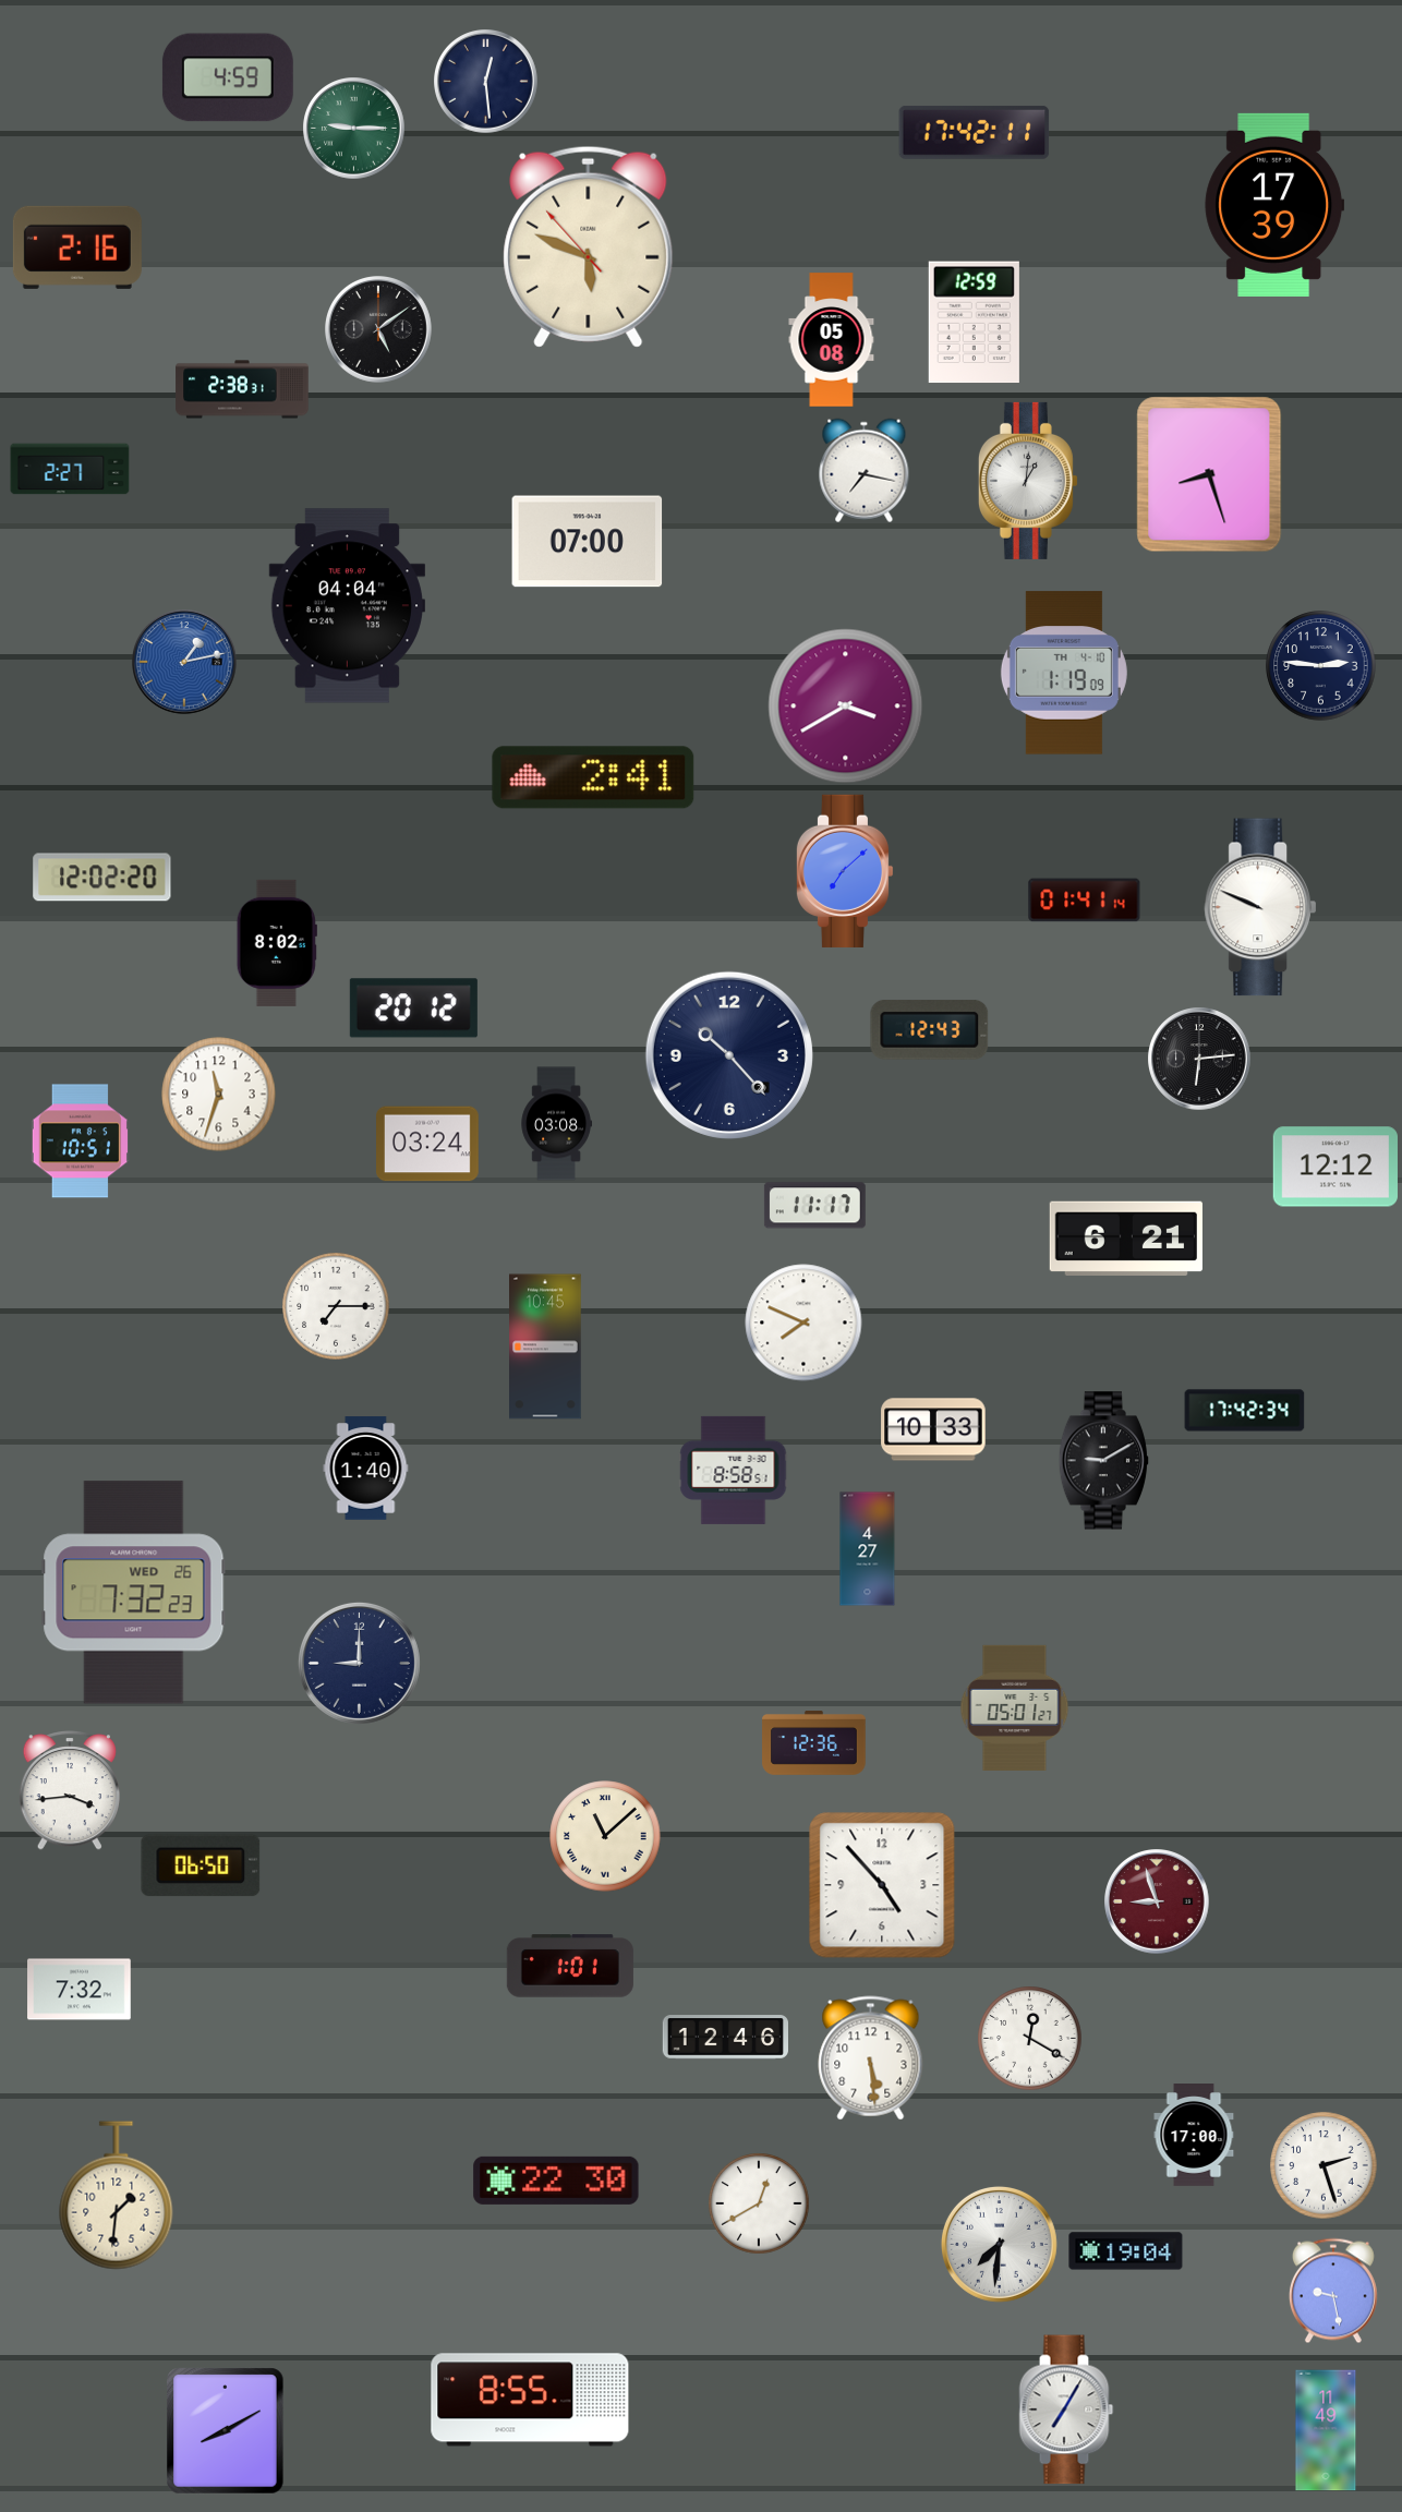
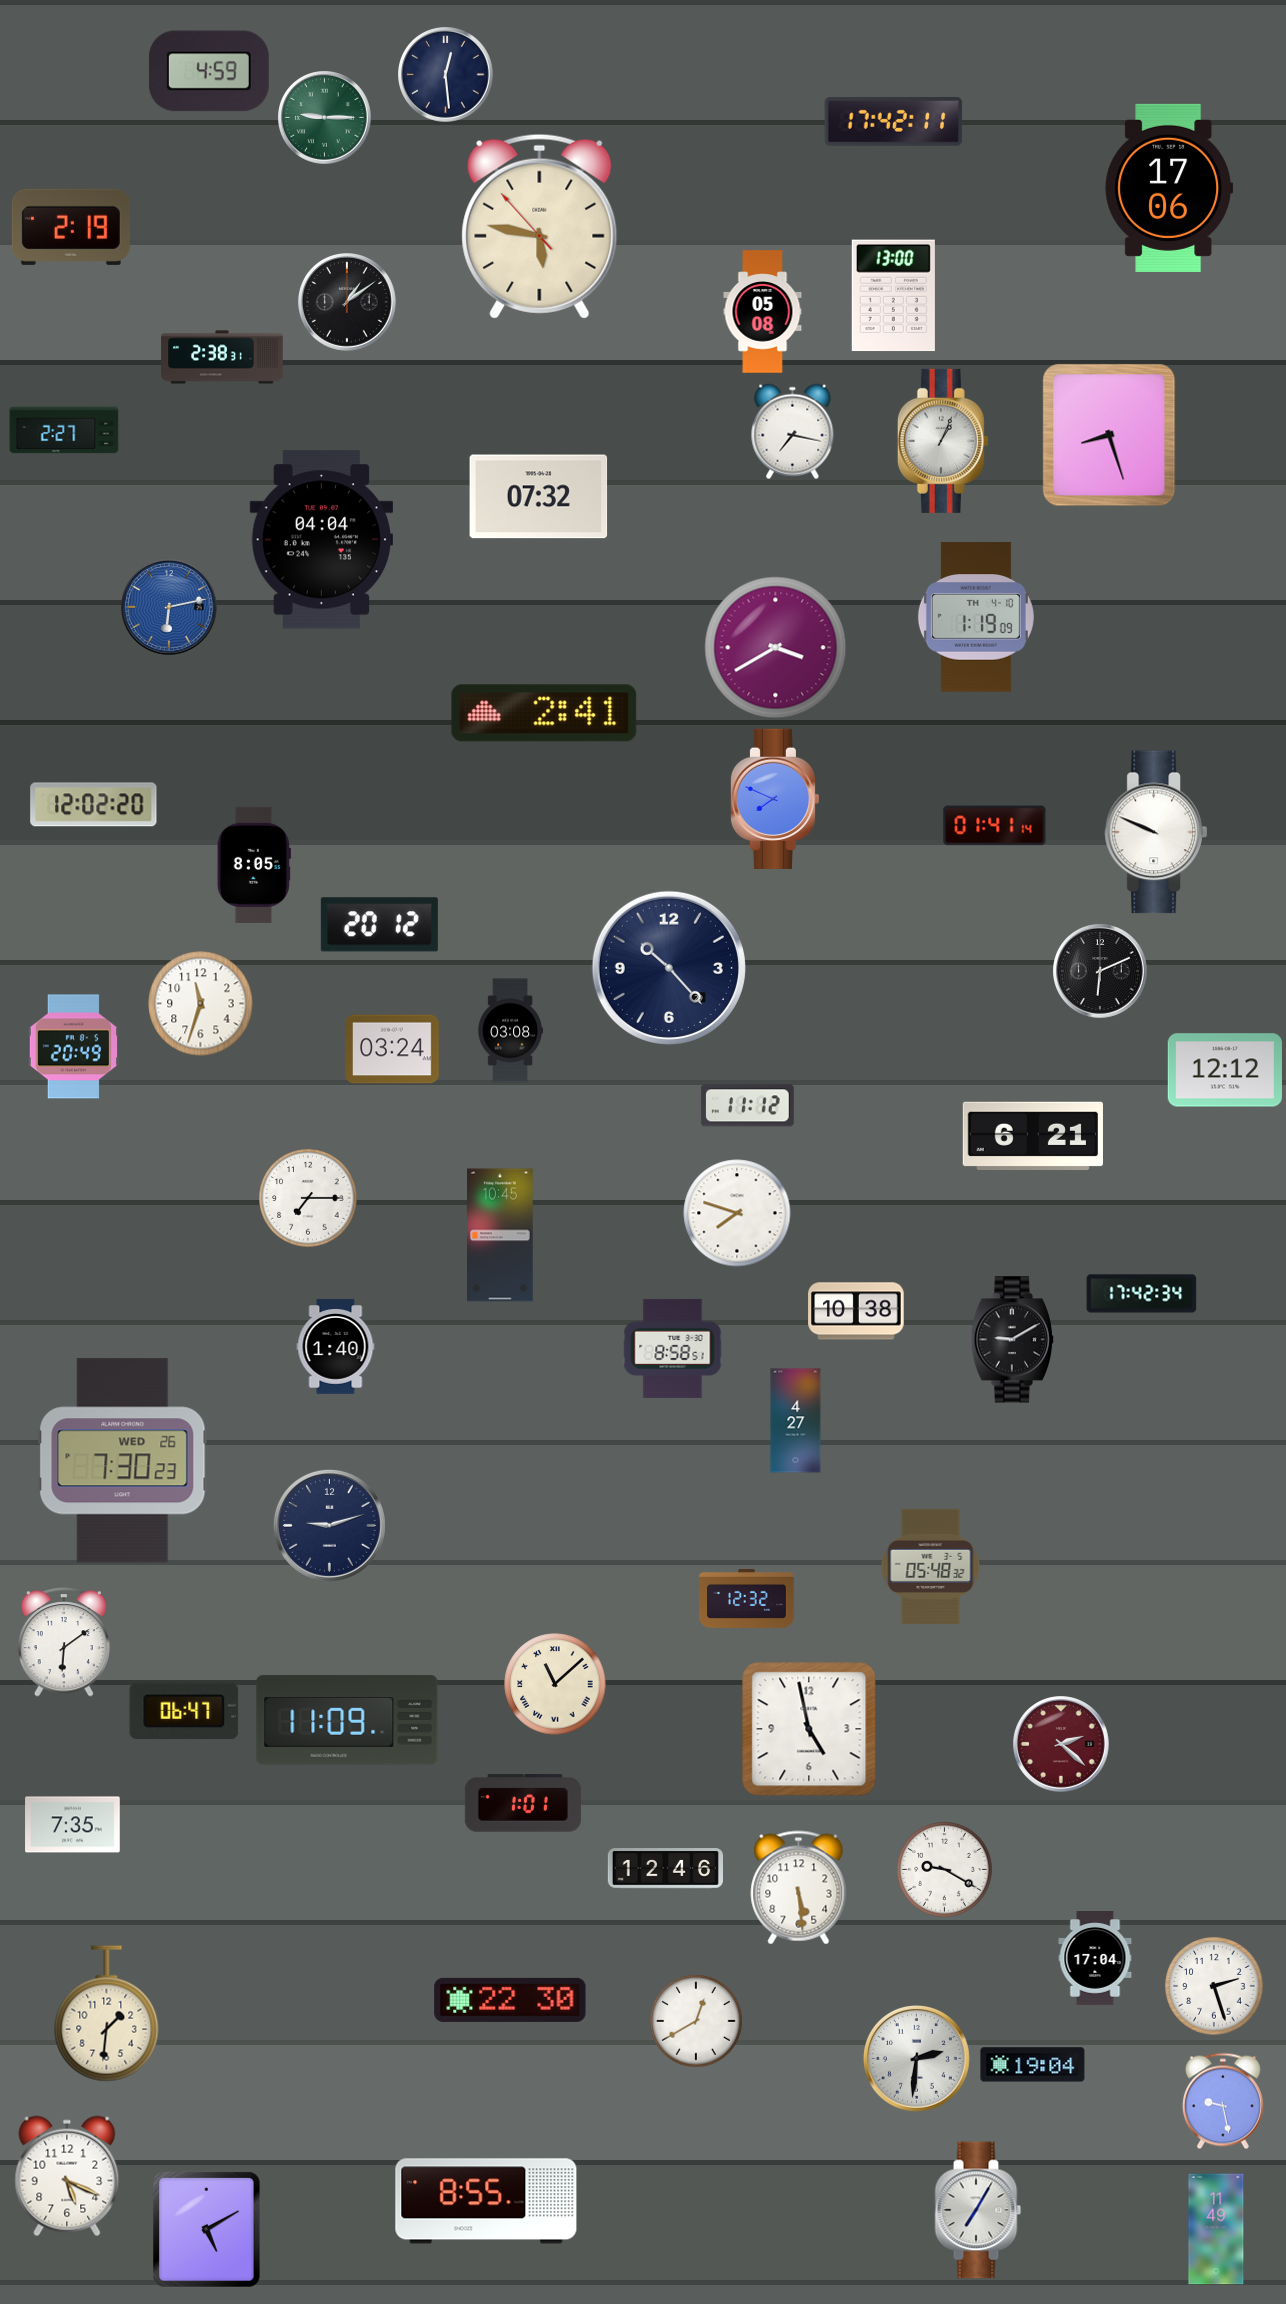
clock at (1274, 205): 17:39 -> 17:06
clock at (589, 246): 5:48 -> 5:46
clock at (77, 247): 2:16 -> 2:19
clock at (974, 323): 12:59 -> 13:00
clock at (379, 330): 5:09 -> 1:09
clock at (1028, 481): 1:01 -> 1:04
clock at (588, 542): 07:00 -> 07:32
clock at (347, 606) position: (347, 606) -> (321, 540)
clock at (185, 663): 1:13 -> 6:13
clock at (1321, 666): 2:46 -> none
clock at (845, 871): 7:08 -> 7:49
clock at (277, 943): 8:02 -> 8:05
clock at (930, 1030): 12:43 -> none
clock at (1199, 1059): 6:14 -> 6:11
clock at (80, 1142): 10:51 -> 20:49
clock at (814, 1206): 11:17 -> 11:12
clock at (803, 1323): 7:49 -> 7:48
clock at (933, 1429): 10:33 -> 10:38
clock at (134, 1593): 7:32 -> 7:30
clock at (359, 1663): 9:00 -> 9:12
clock at (1015, 1707): 05:01 -> 05:48
clock at (814, 1743): 12:36 -> 12:32
clock at (69, 1791): 3:44 -> 6:09
clock at (201, 1865): 06:50 -> 06:47
clock at (347, 1720): none -> 11:09
clock at (882, 1885): 4:53 -> 4:58
clock at (1158, 1903): 8:57 -> 2:22
clock at (80, 1990): 7:32 -> 7:35
clock at (1030, 2039): 12:20 -> 9:20
clock at (1194, 2135): 17:00 -> 17:04
clock at (999, 2244): 7:31 -> 2:31
clock at (67, 2176): none -> 5:19
clock at (226, 2431): 8:10 -> 5:10
